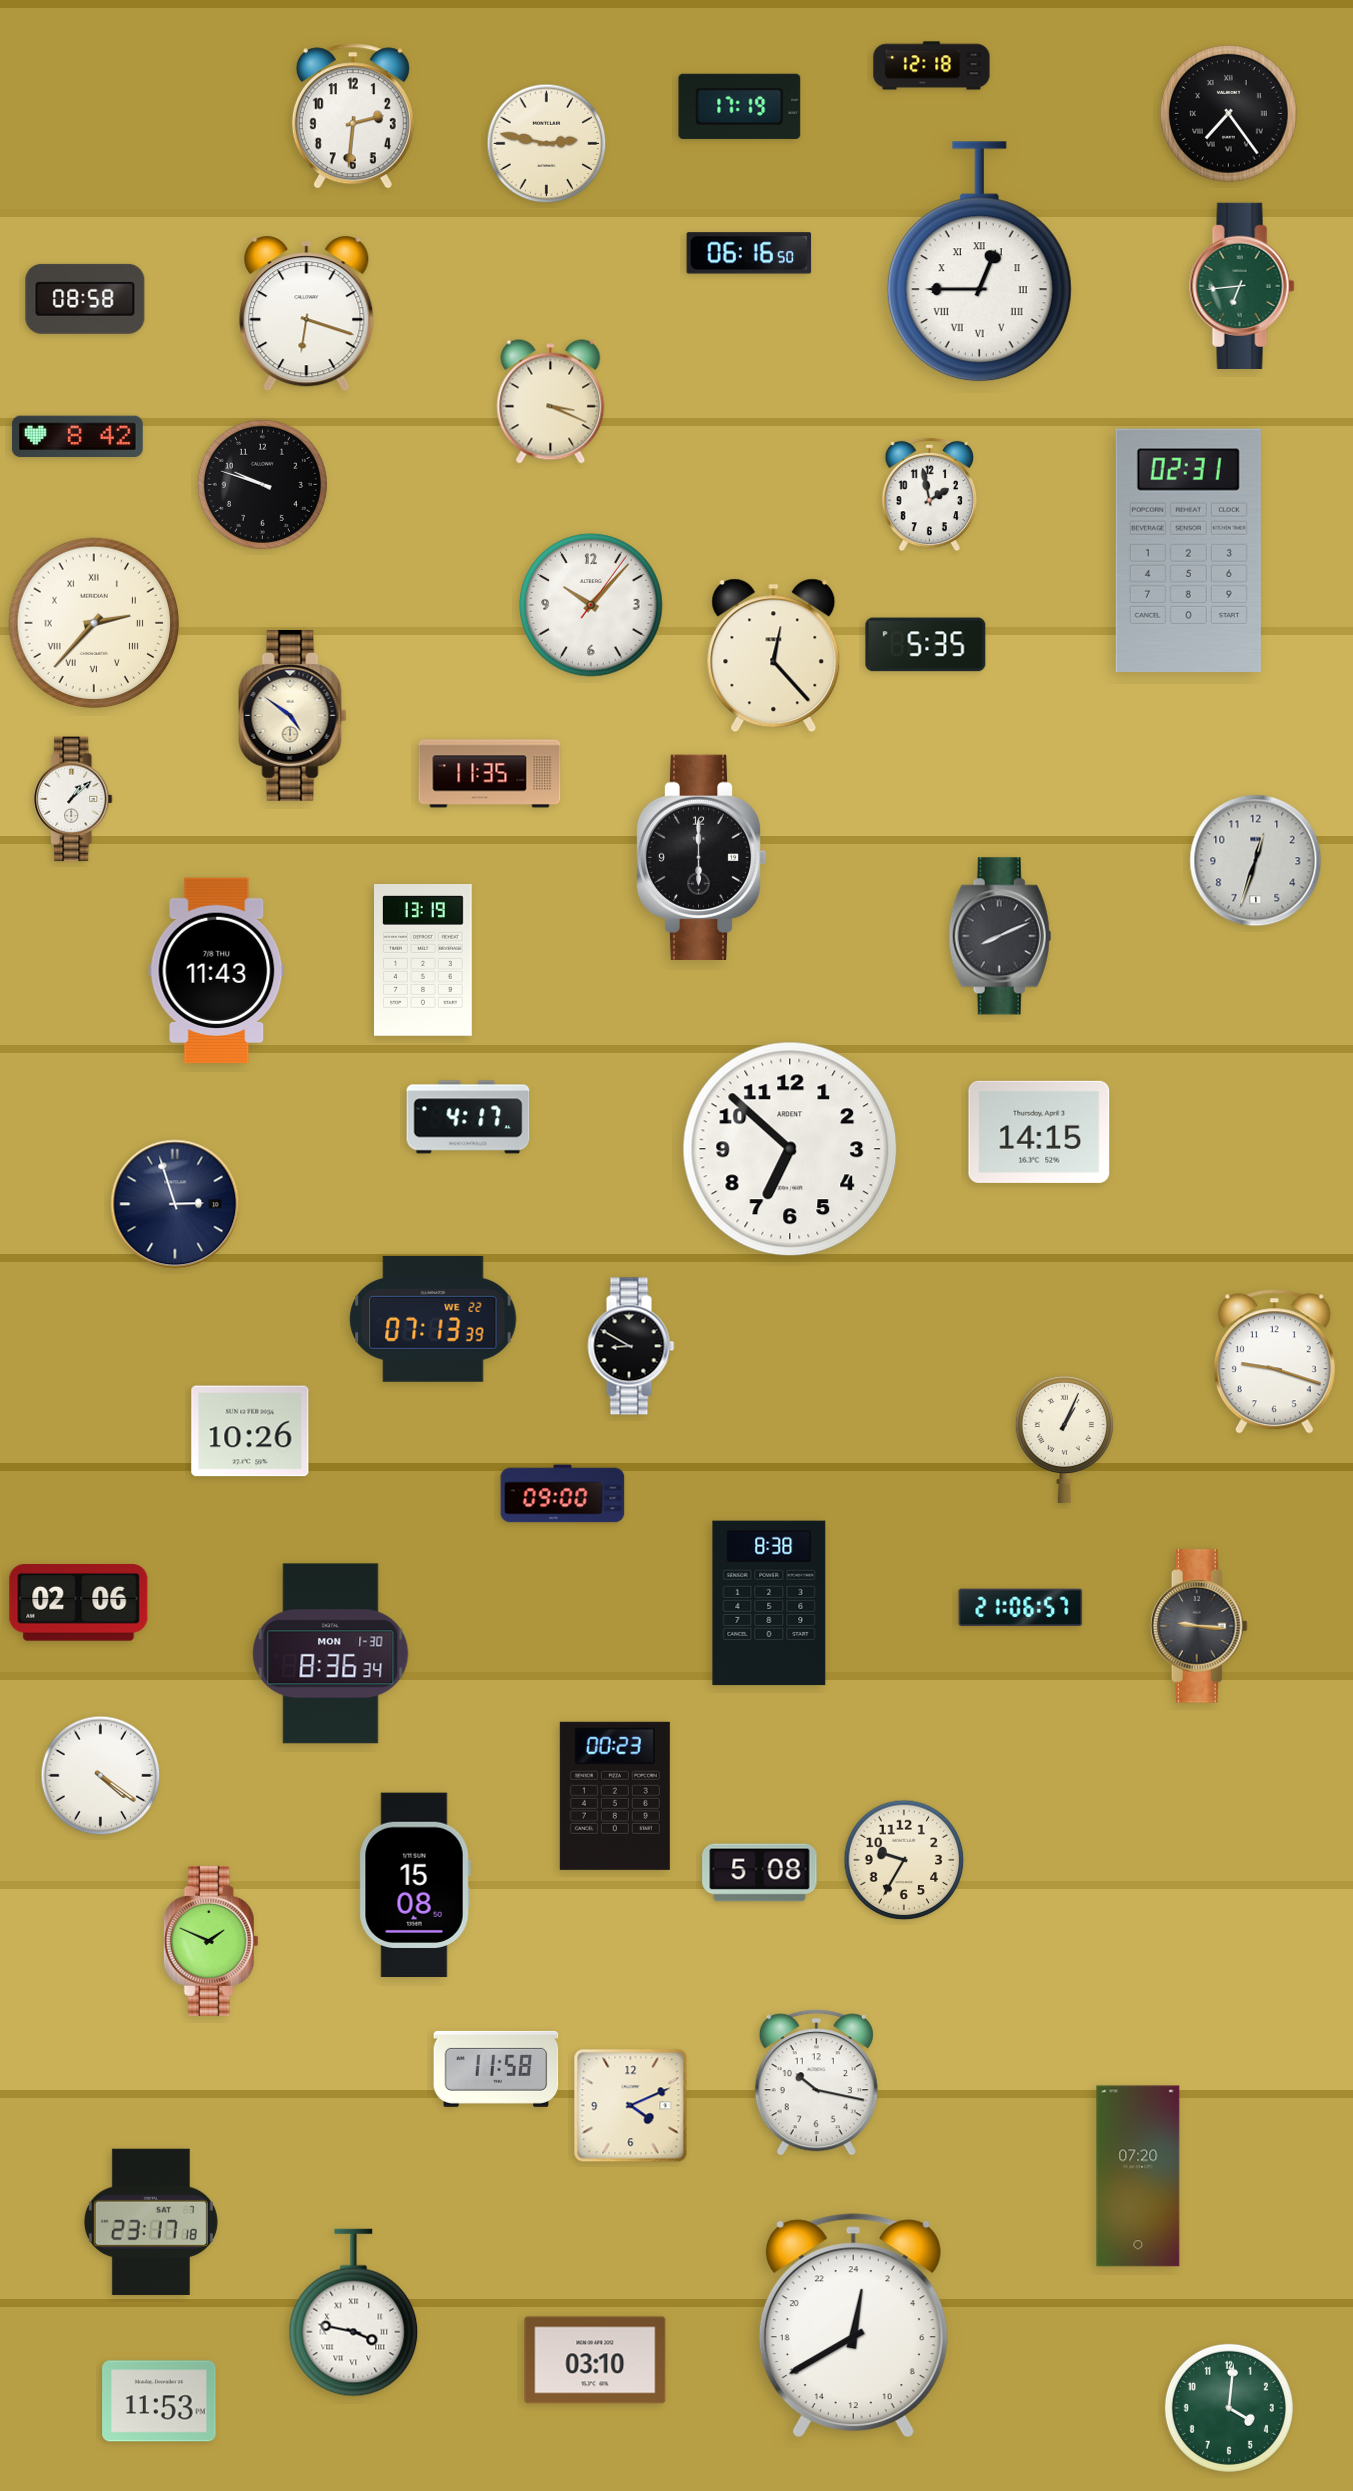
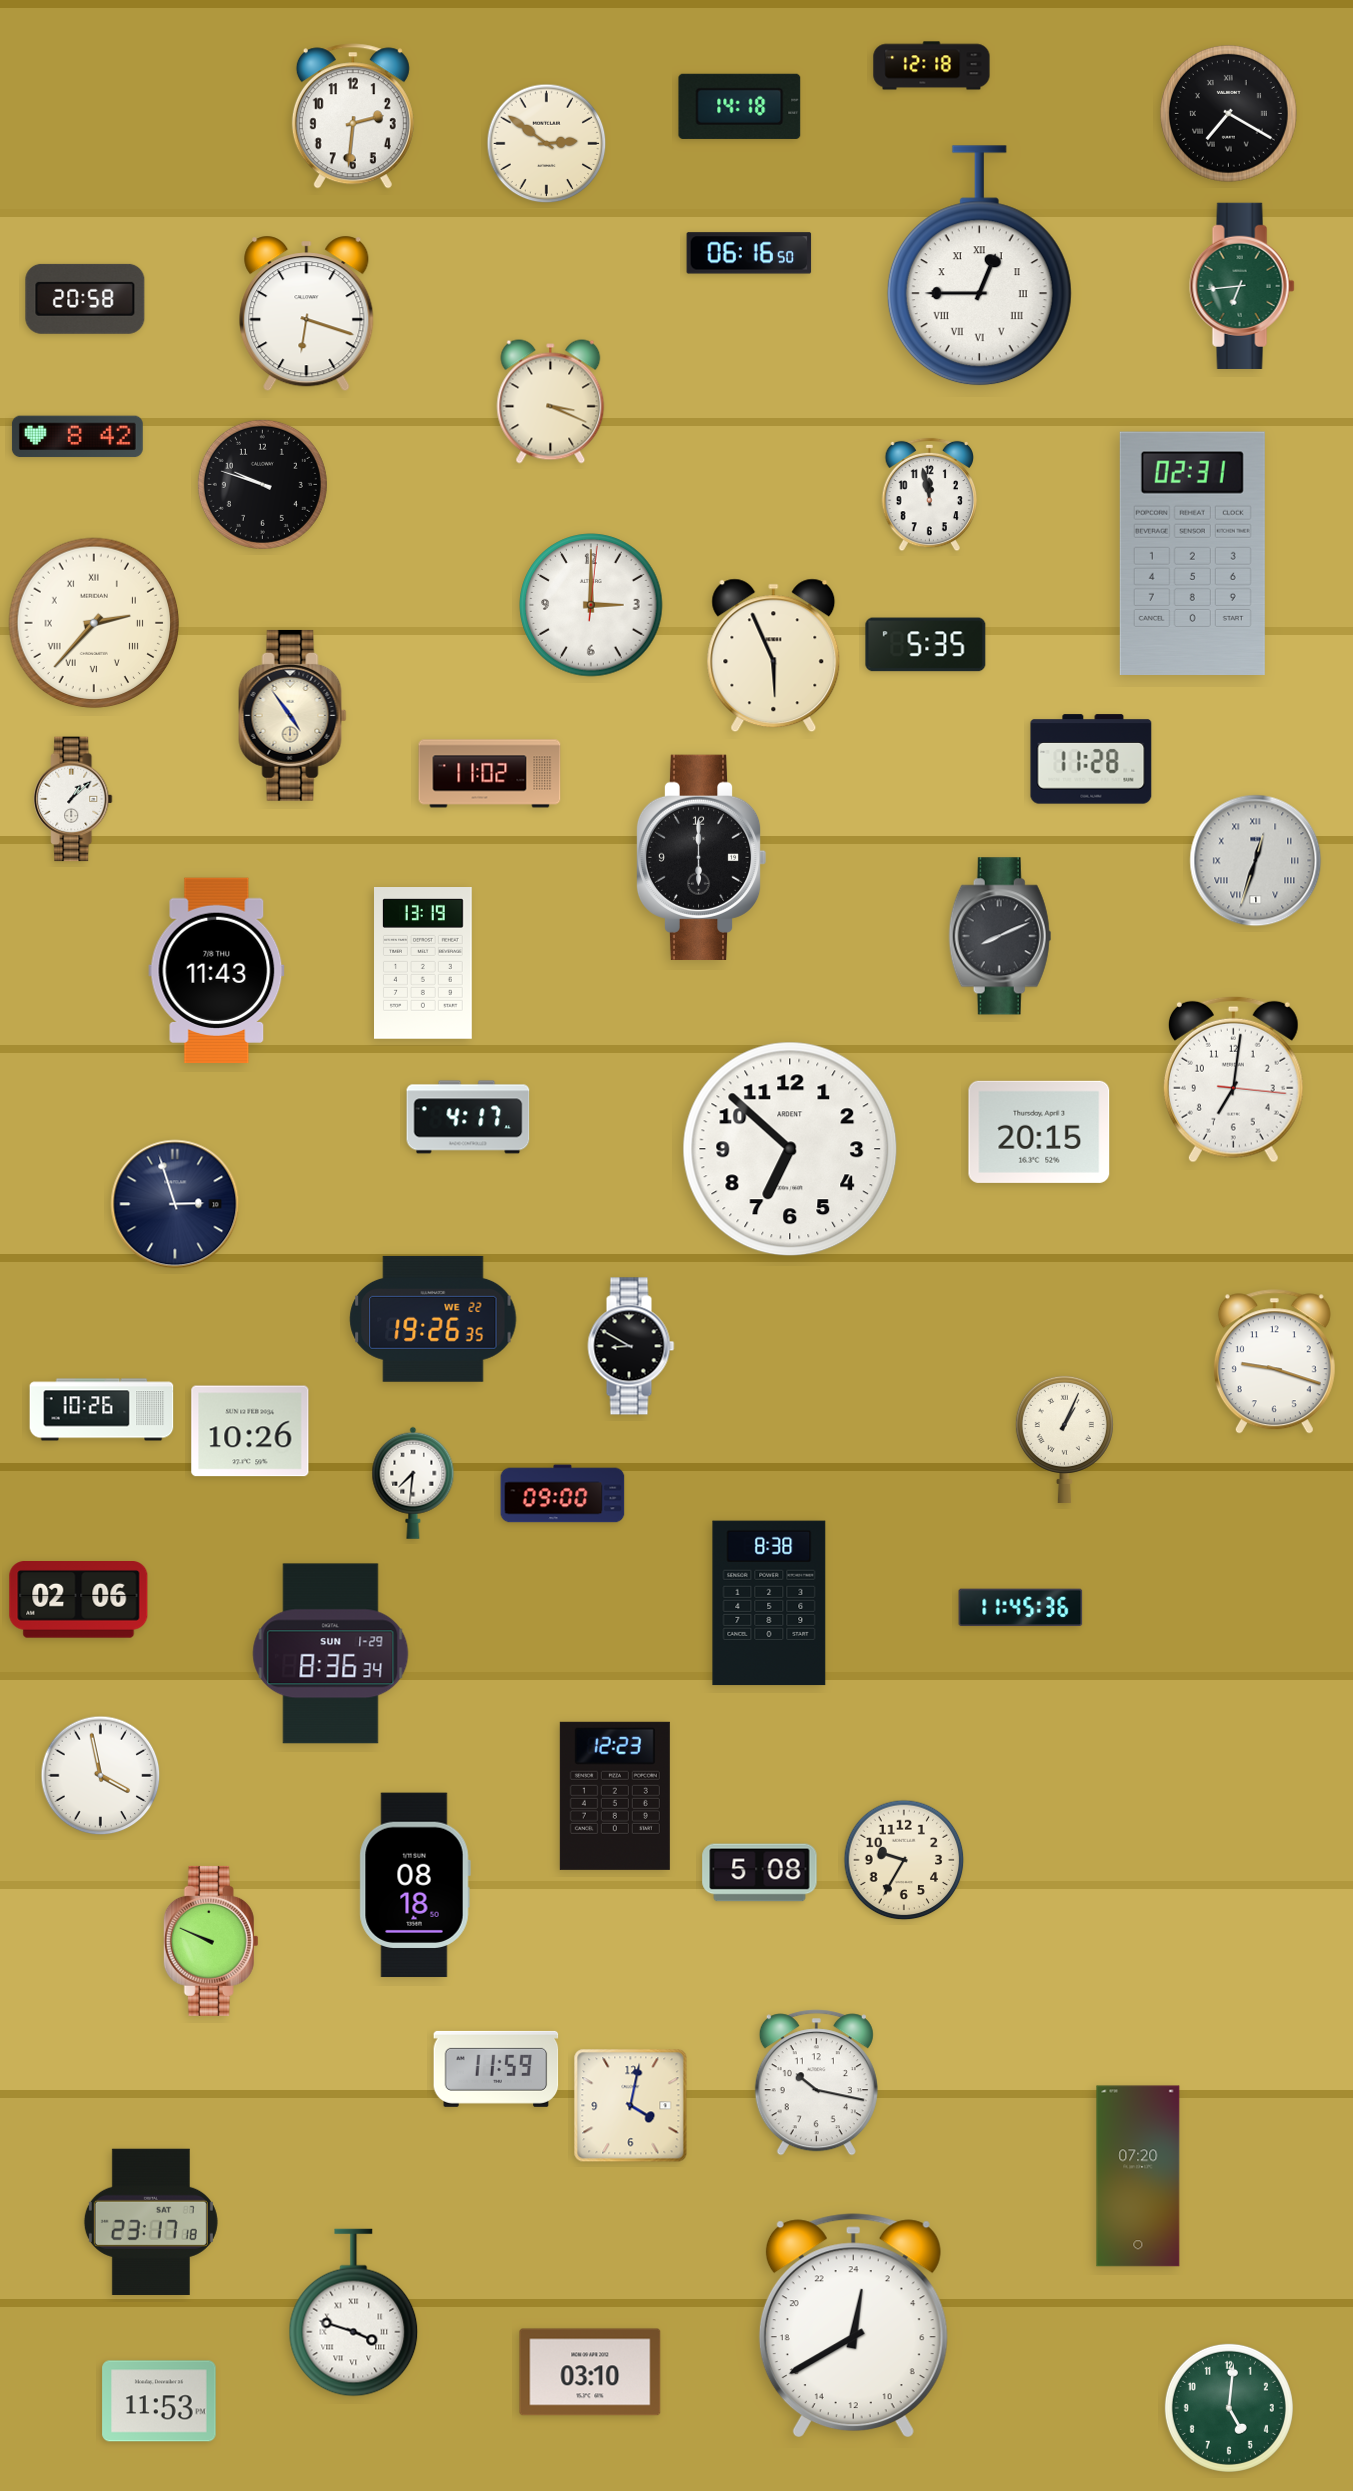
clock at (740, 106): 17:19 -> 14:18
clock at (1228, 113): 7:24 -> 7:20
clock at (547, 144): 2:47 -> 2:51
clock at (979, 262) position: (979, 262) -> (979, 266)
clock at (85, 299): 08:58 -> 20:58
clock at (930, 495): 1:58 -> 11:58
clock at (1188, 550) position: (1188, 550) -> (1192, 553)
clock at (591, 605): 10:07 -> 3:00
clock at (774, 656): 12:23 -> 5:56
clock at (293, 715): 4:51 -> 4:54
clock at (1091, 759): none -> 11:28
clock at (490, 774): 11:35 -> 11:02
clock at (1256, 861) numerals: Arabic -> Roman
clock at (424, 961) position: (424, 961) -> (424, 964)
clock at (1233, 1079): none -> 7:01
clock at (1039, 1132): 14:15 -> 20:15
clock at (433, 1319): 07:13 -> 19:26
clock at (102, 1410): none -> 10:26
clock at (413, 1483): none -> 7:31
clock at (79, 1603) position: (79, 1603) -> (79, 1600)
clock at (1021, 1608): 21:06 -> 11:45
clock at (1199, 1626): 9:16 -> none
clock at (331, 1654) date: MON 1-30 -> SUN 1-29
clock at (101, 1776): 4:21 -> 3:58
clock at (615, 1796): 00:23 -> 12:23
clock at (415, 1885): 15:08 -> 08:18
clock at (211, 1941): 1:49 -> 9:49
clock at (496, 2069): 11:58 -> 11:59
clock at (631, 2106): 4:11 -> 4:02
clock at (354, 2313): 3:47 -> 3:48
clock at (595, 2360) position: (595, 2360) -> (590, 2372)
clock at (1229, 2408): 4:01 -> 5:01
